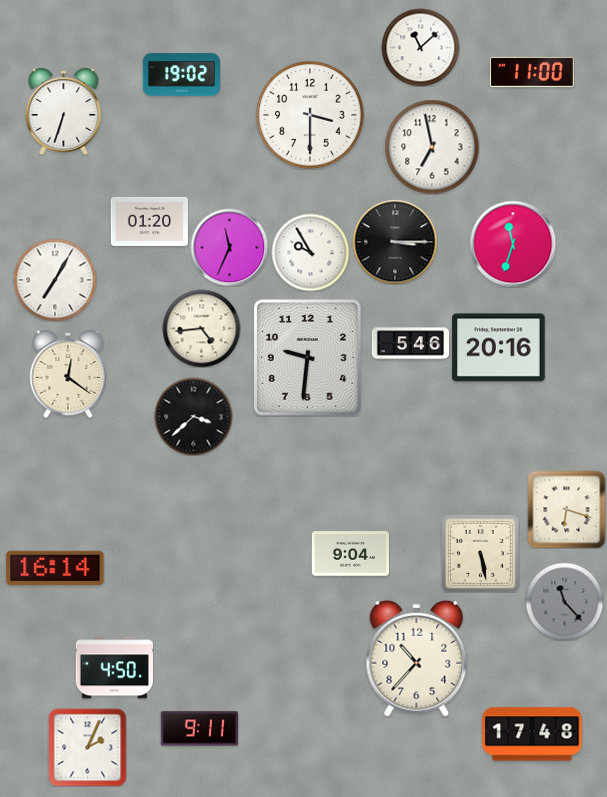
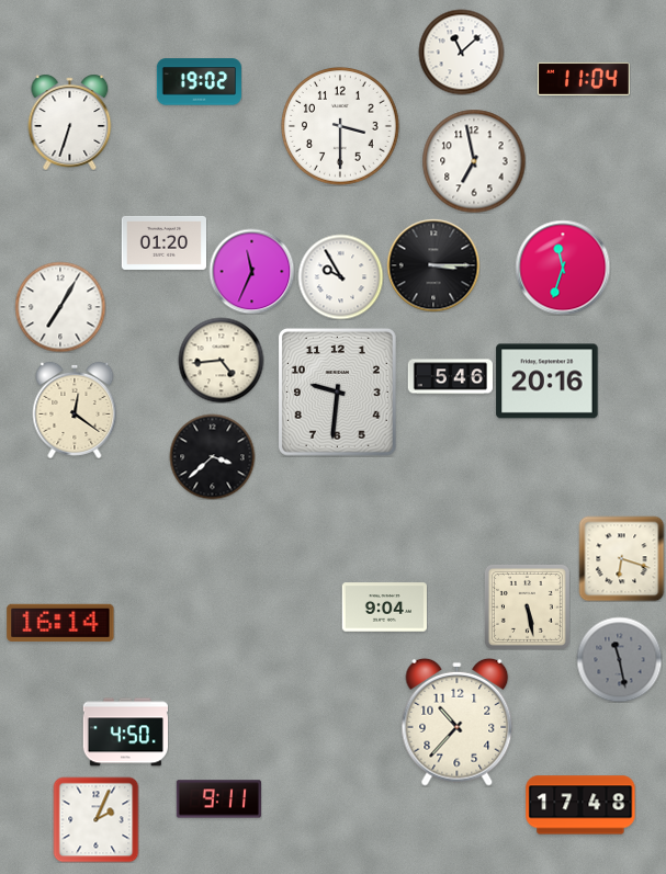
clock at (532, 72): 11:00 -> 11:04
clock at (564, 601): 11:23 -> 11:28
clock at (532, 734) position: (532, 734) -> (580, 805)
